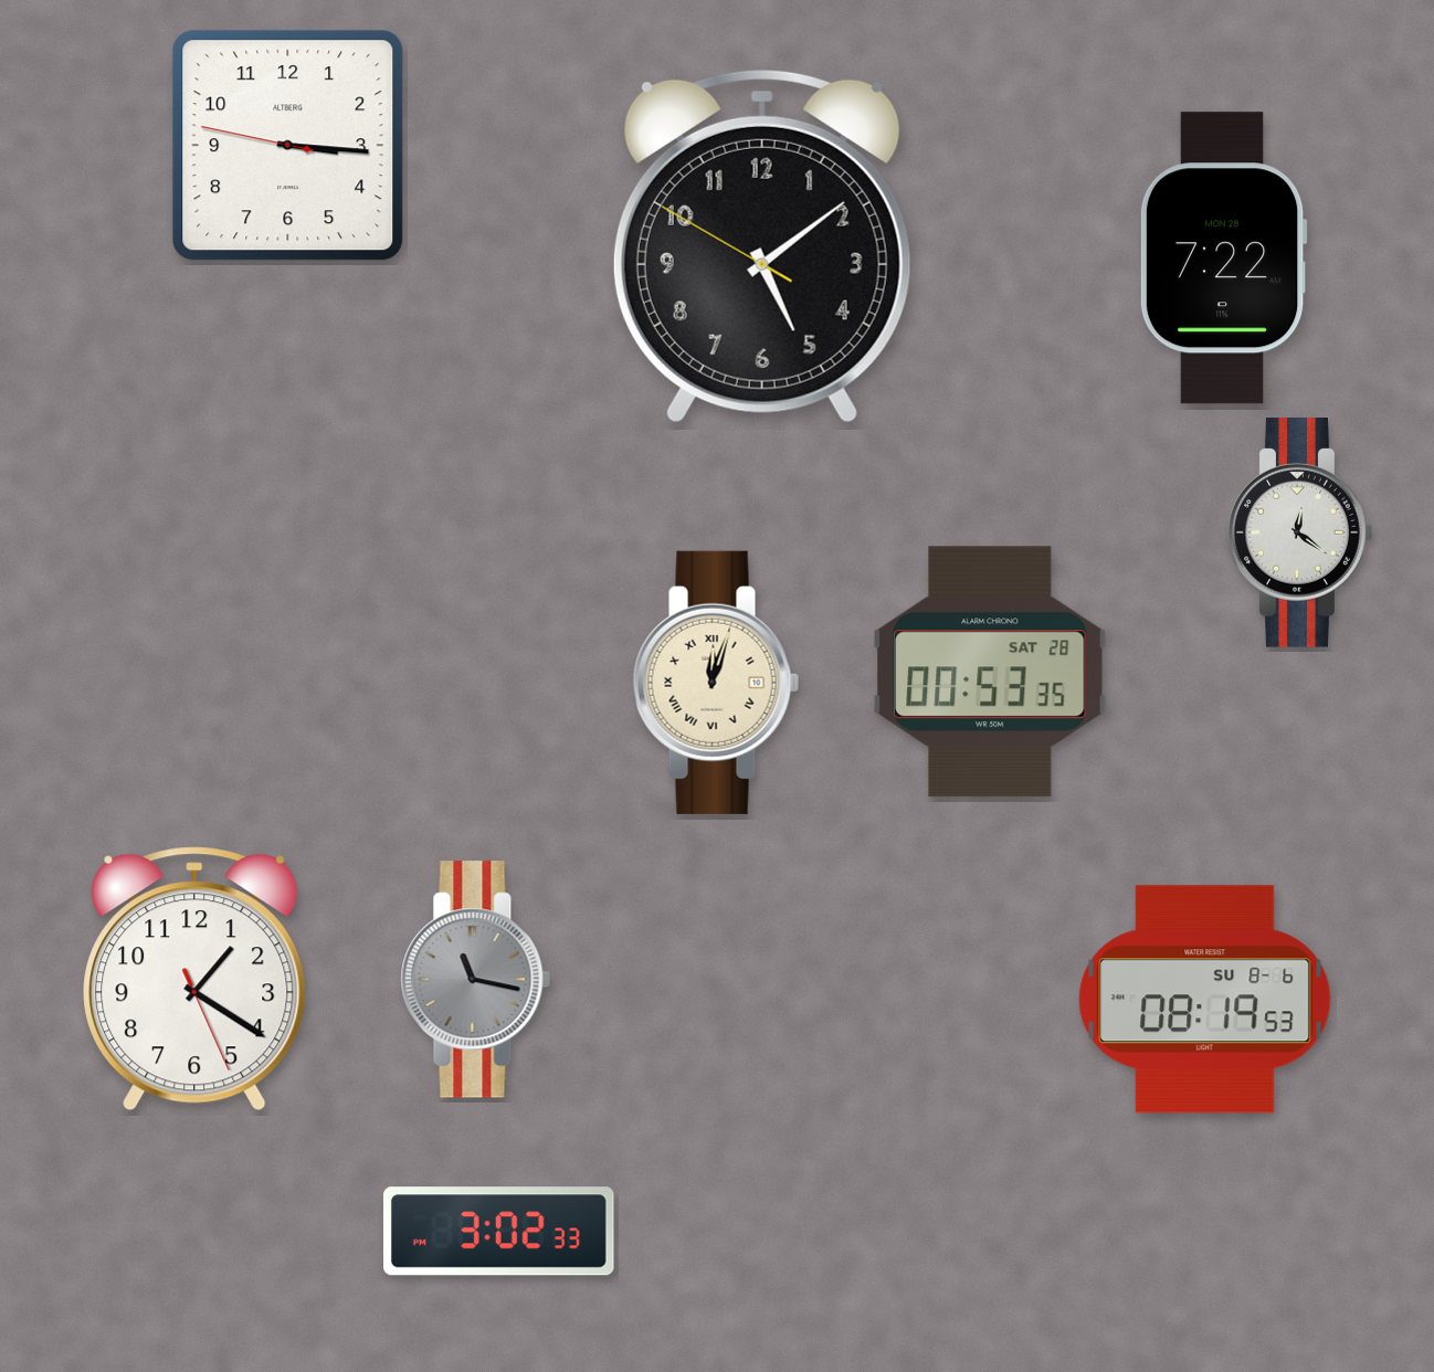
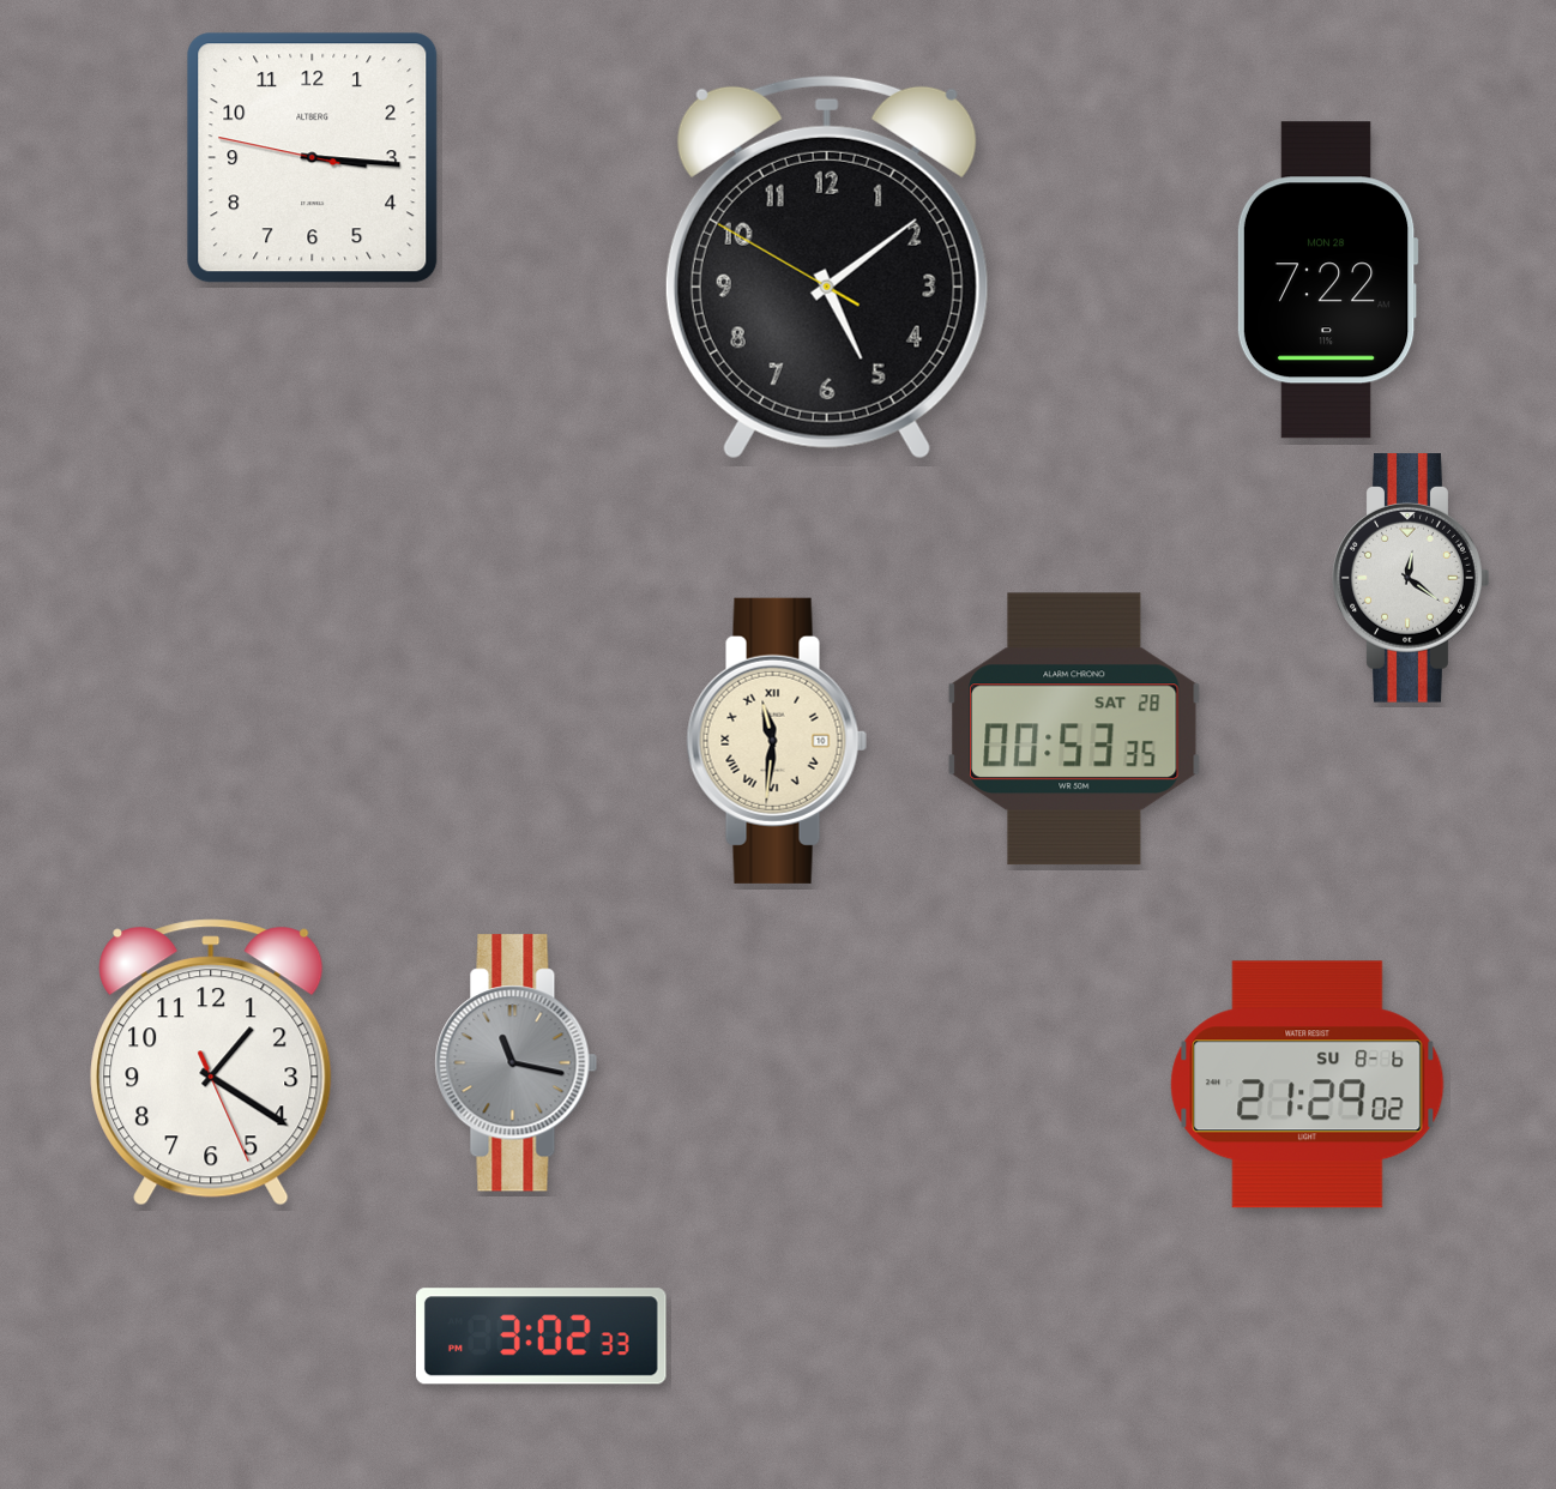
clock at (716, 683): 12:03 -> 11:31
clock at (1205, 1000): 08:19 -> 21:29
